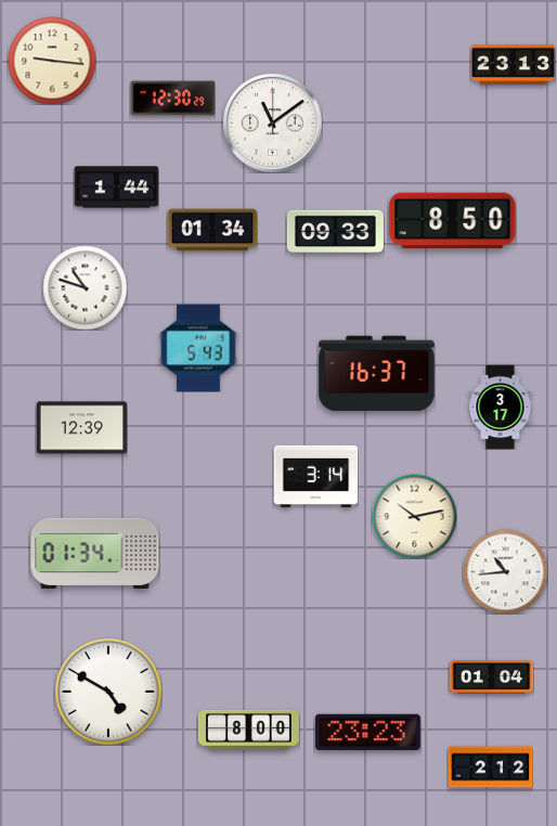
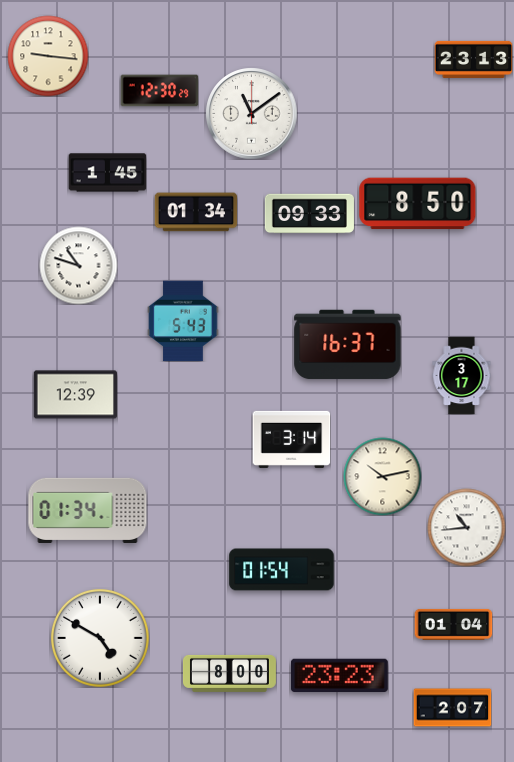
clock at (116, 188): 1:44 -> 1:45
clock at (282, 570): none -> 01:54
clock at (490, 767): 2:12 -> 2:07
